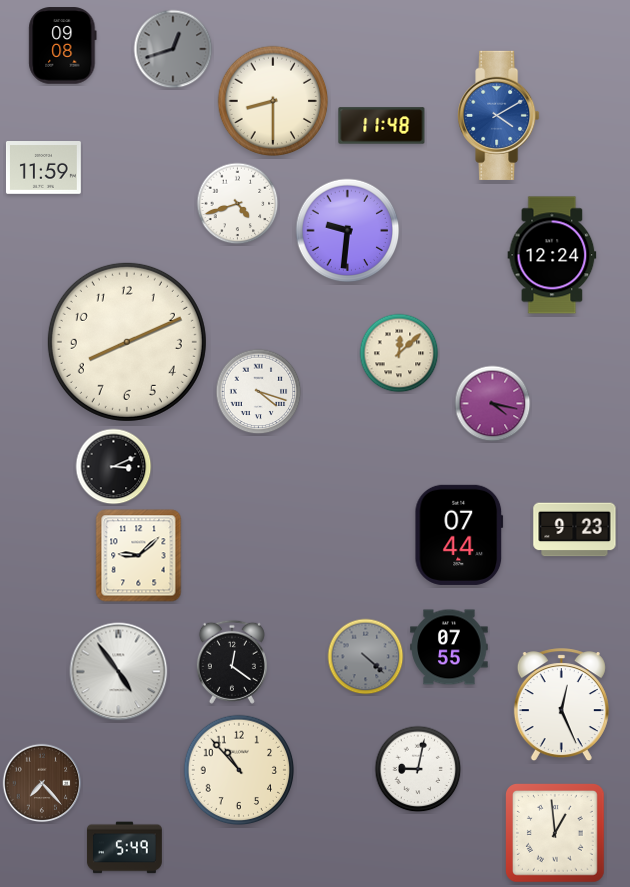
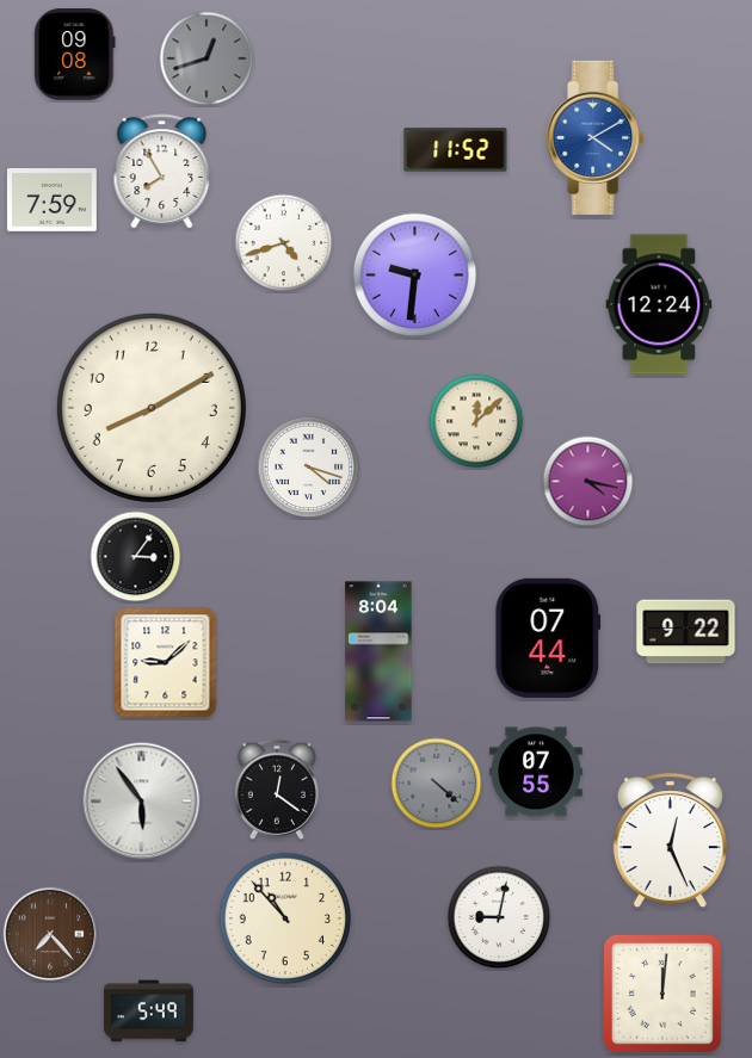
clock at (273, 101): 8:30 -> none
clock at (382, 126): 11:48 -> 11:52
clock at (162, 172): none -> 7:55
clock at (43, 168): 11:59 -> 7:59
clock at (127, 342): 8:11 -> 8:10
clock at (114, 467): 3:11 -> 3:06
clock at (575, 530): 9:23 -> 9:22
clock at (378, 651): none -> 8:04
clock at (119, 672): 4:54 -> 5:54
clock at (556, 834): 12:59 -> 12:01
